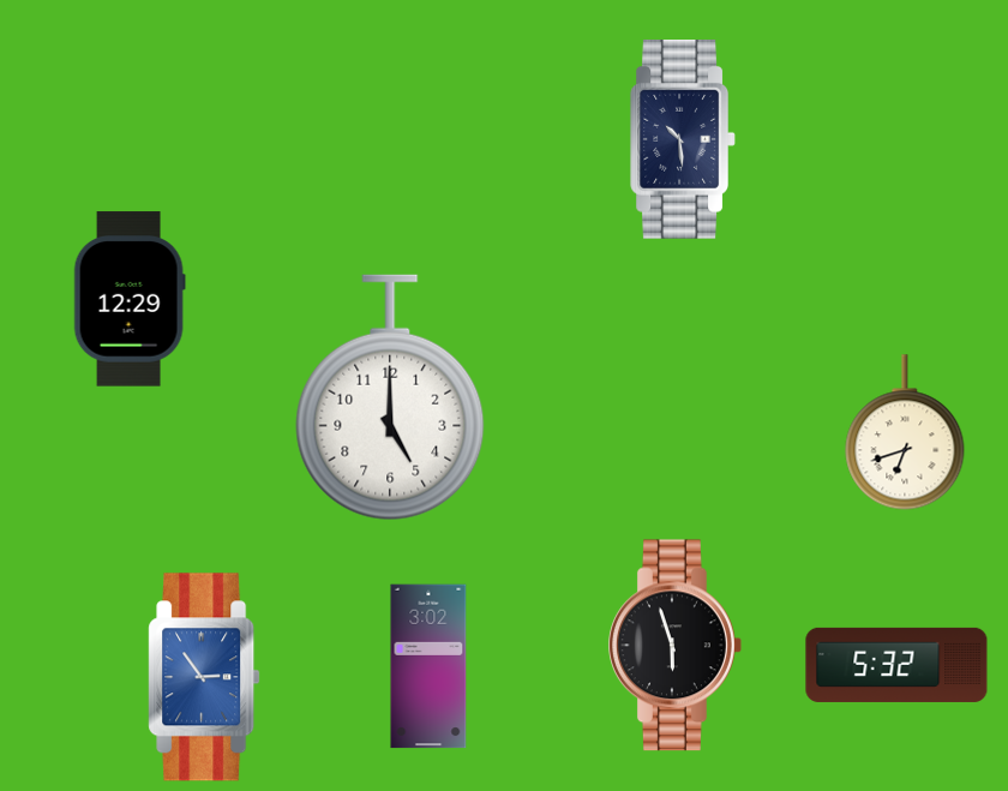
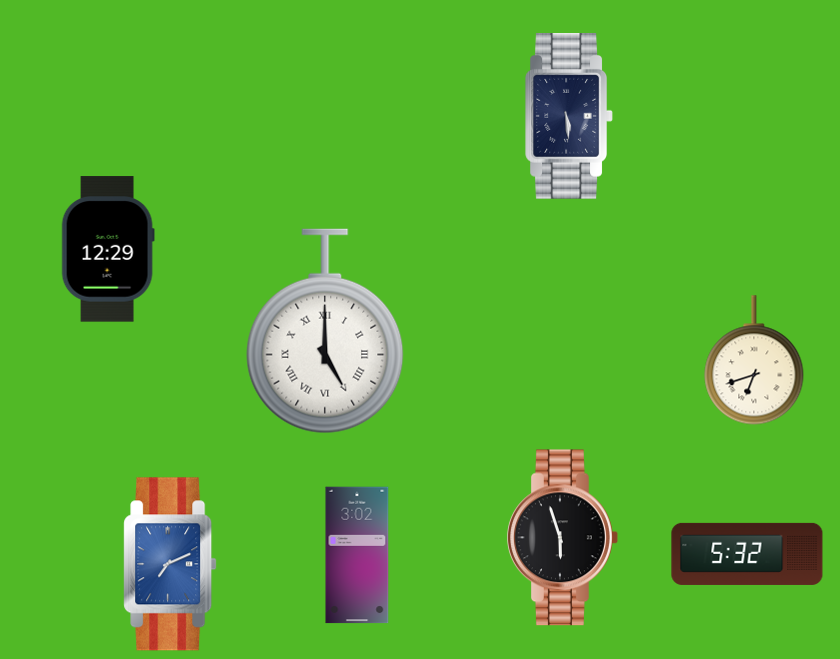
clock at (683, 140): 10:29 -> 5:29
clock at (390, 397) numerals: Arabic -> Roman
clock at (204, 677): 2:54 -> 7:11
